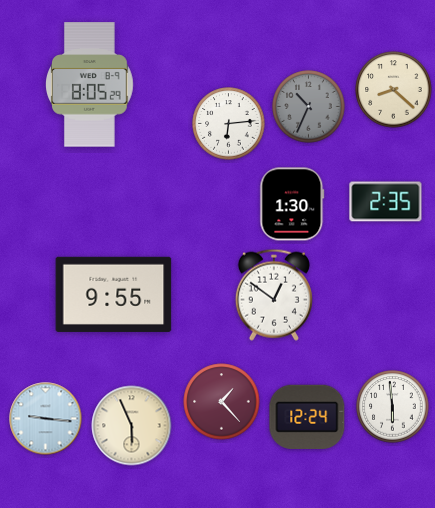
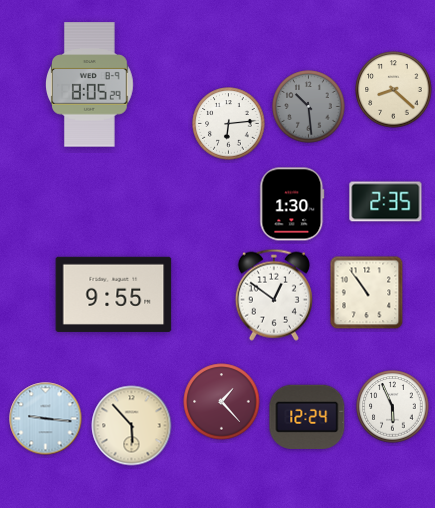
clock at (309, 107): 10:34 -> 10:29
clock at (367, 293): none -> 10:54
clock at (393, 407): 5:59 -> 5:56
clock at (132, 426): 5:56 -> 5:53
